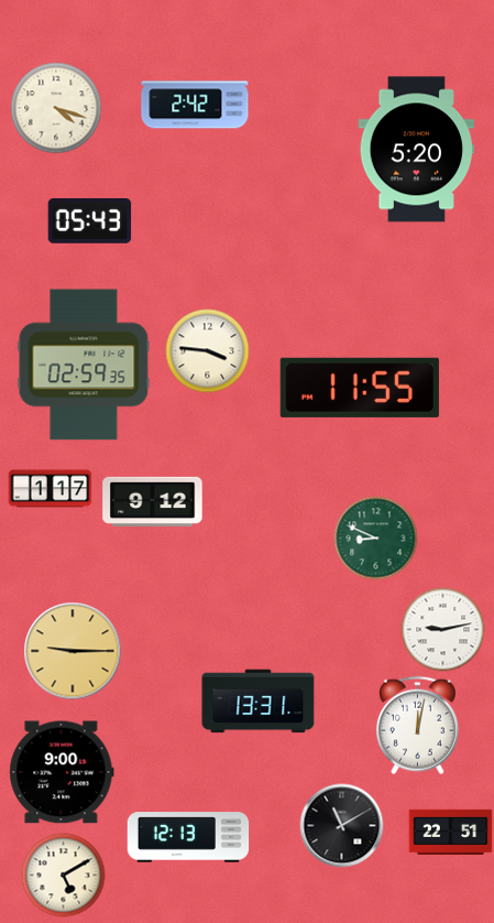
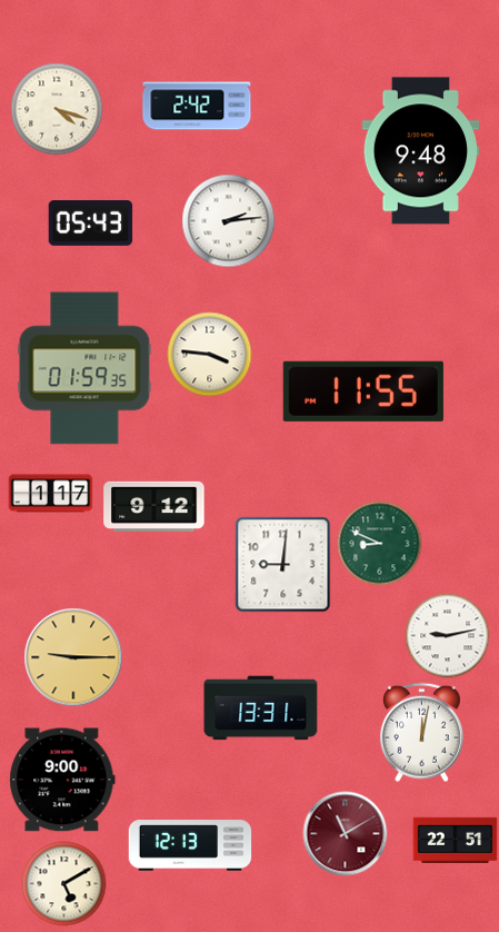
clock at (417, 150): 5:20 -> 9:48
clock at (229, 221): none -> 2:14
clock at (84, 365): 02:59 -> 01:59
clock at (283, 565): none -> 9:01
clock at (342, 826) dial: black -> burgundy
